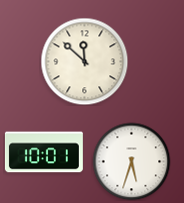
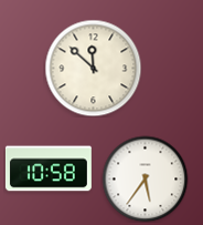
clock at (44, 152): 10:01 -> 10:58
clock at (131, 161): 5:33 -> 5:36
